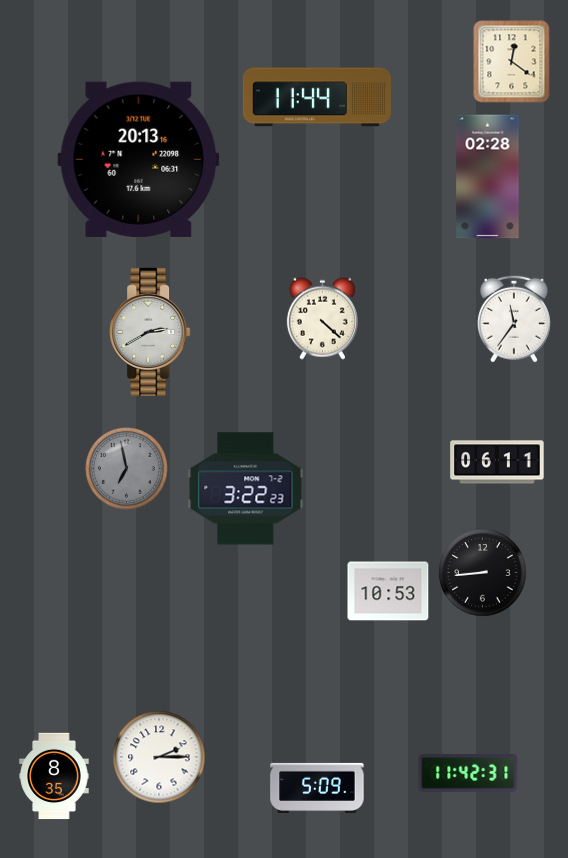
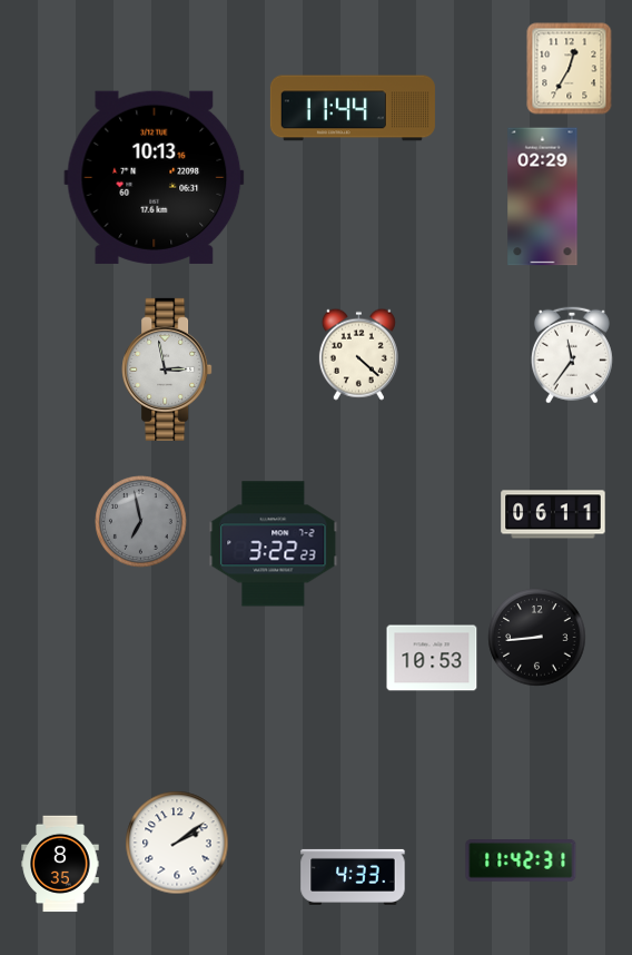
clock at (512, 62): 12:21 -> 12:35
clock at (139, 159): 20:13 -> 10:13
clock at (488, 177): 02:28 -> 02:29
clock at (150, 332): 2:40 -> 2:58
clock at (159, 757): 2:15 -> 2:09
clock at (317, 788): 5:09 -> 4:33
